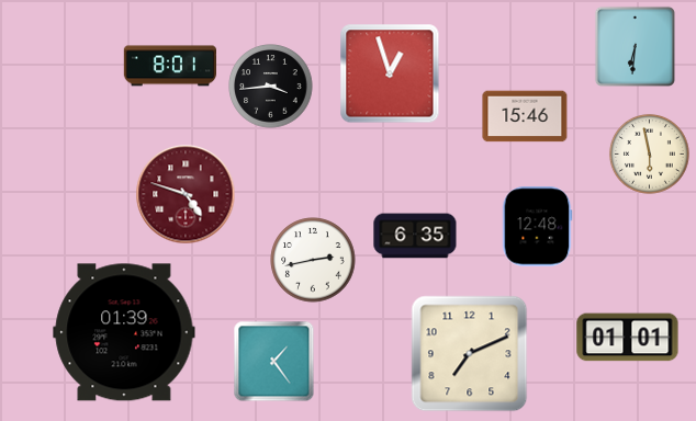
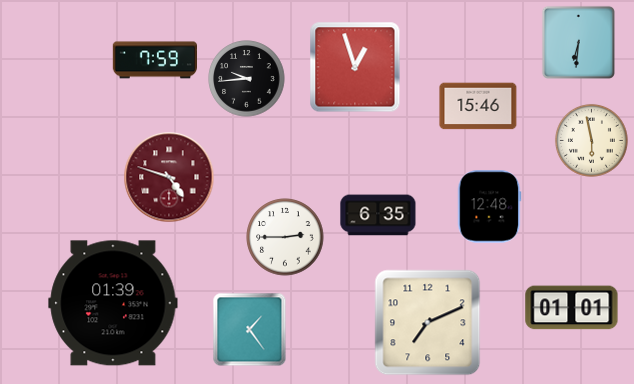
clock at (169, 66): 8:01 -> 7:59
clock at (271, 87): 3:44 -> 9:44
clock at (313, 260): 2:43 -> 2:45
